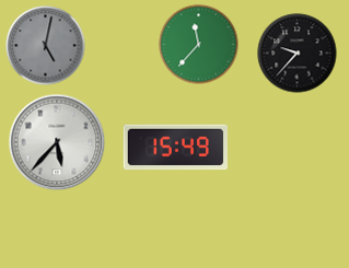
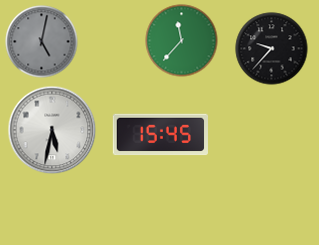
clock at (57, 142): 5:37 -> 5:32
clock at (175, 148): 15:49 -> 15:45
